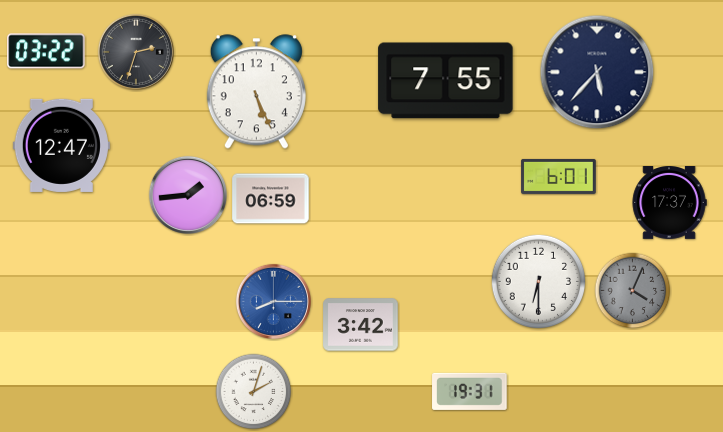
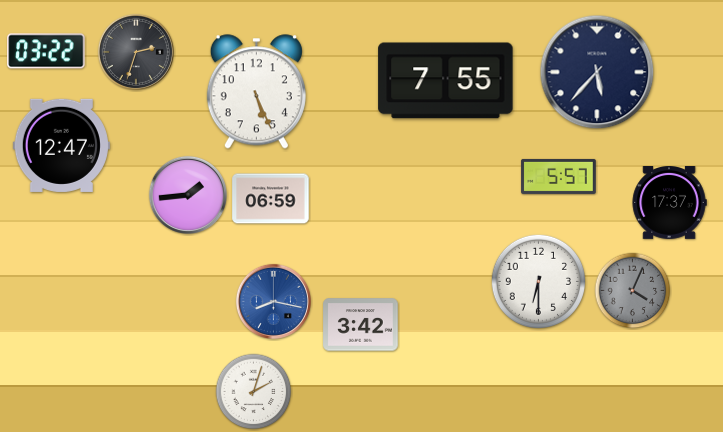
clock at (559, 176): 6:01 -> 5:57
clock at (273, 301): 8:15 -> 8:17
clock at (470, 391): 19:31 -> none
